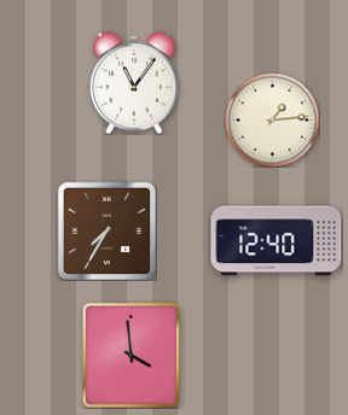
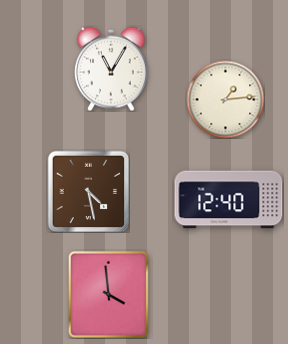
clock at (134, 83): 11:06 -> 11:05
clock at (106, 230): 7:35 -> 4:28
